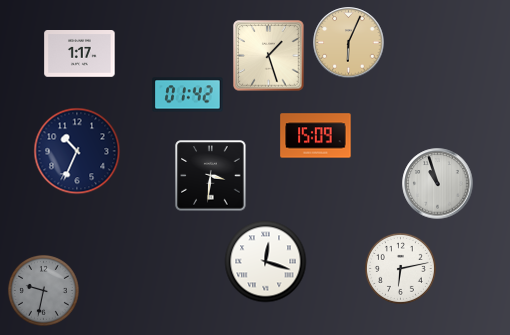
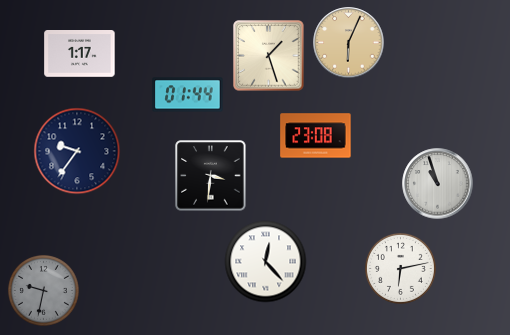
clock at (188, 95): 01:42 -> 01:44
clock at (316, 136): 15:09 -> 23:08
clock at (77, 151): 10:34 -> 9:36
clock at (266, 262): 12:18 -> 12:23
